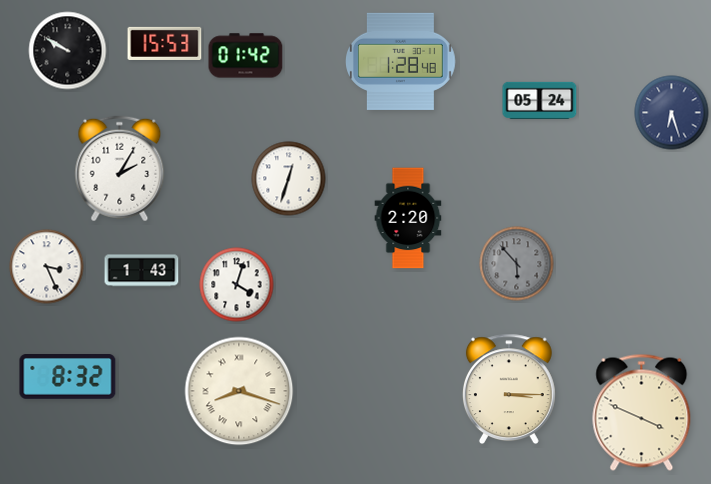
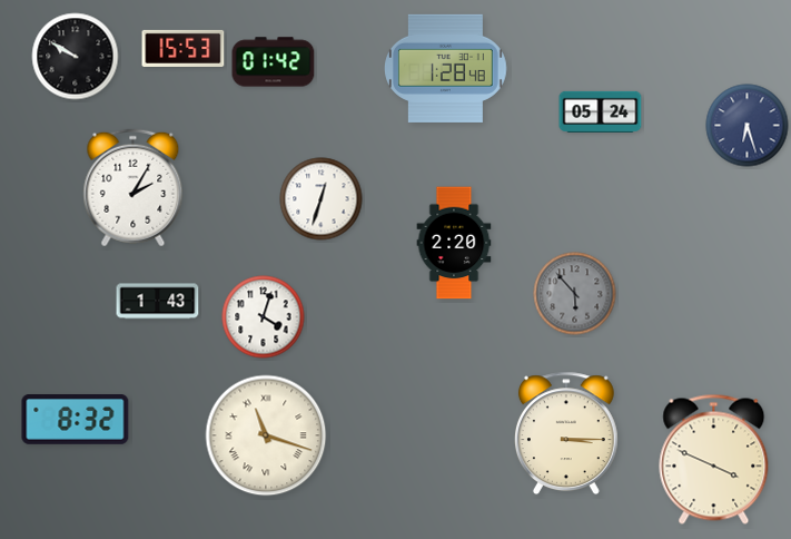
clock at (47, 267): 3:26 -> none
clock at (239, 391): 8:18 -> 11:18
